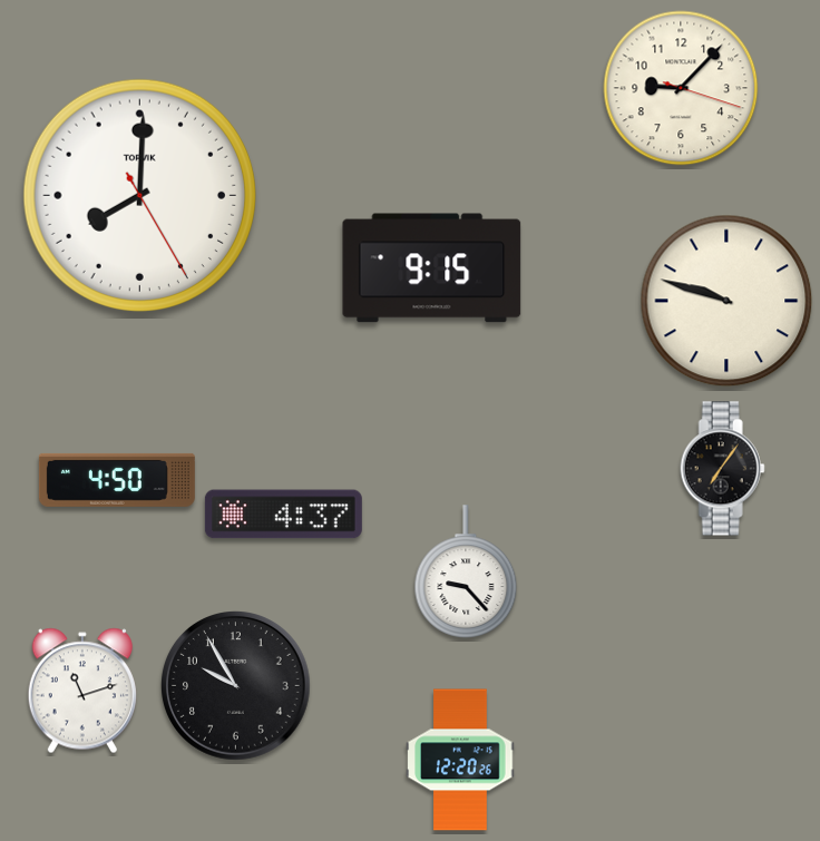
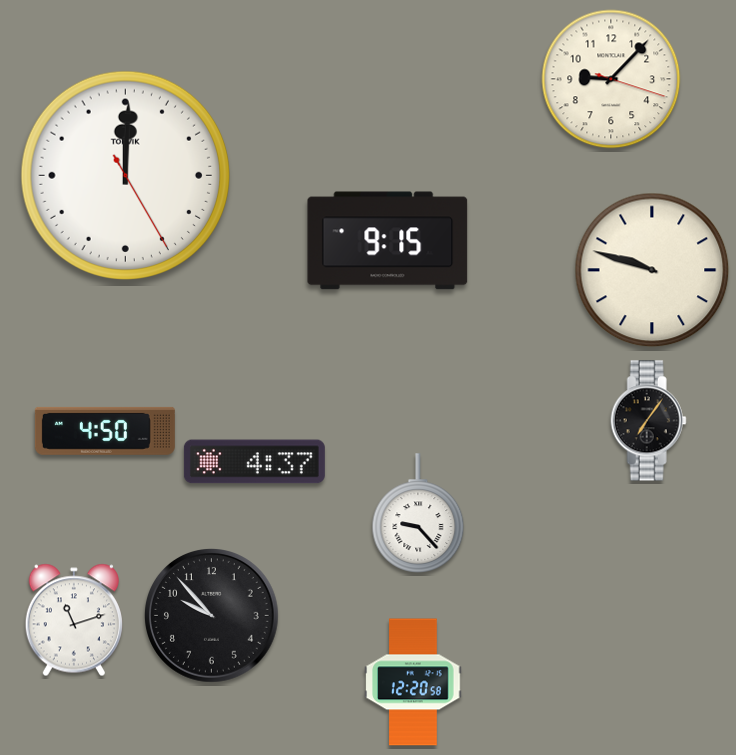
clock at (139, 195): 8:00 -> 12:00
clock at (236, 686): 9:55 -> 9:53
clock at (460, 760): 12:20:26 -> 12:20:58
